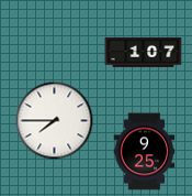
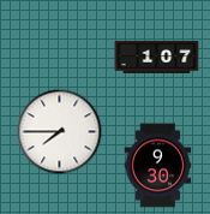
clock at (145, 152): 9:25 -> 9:30
